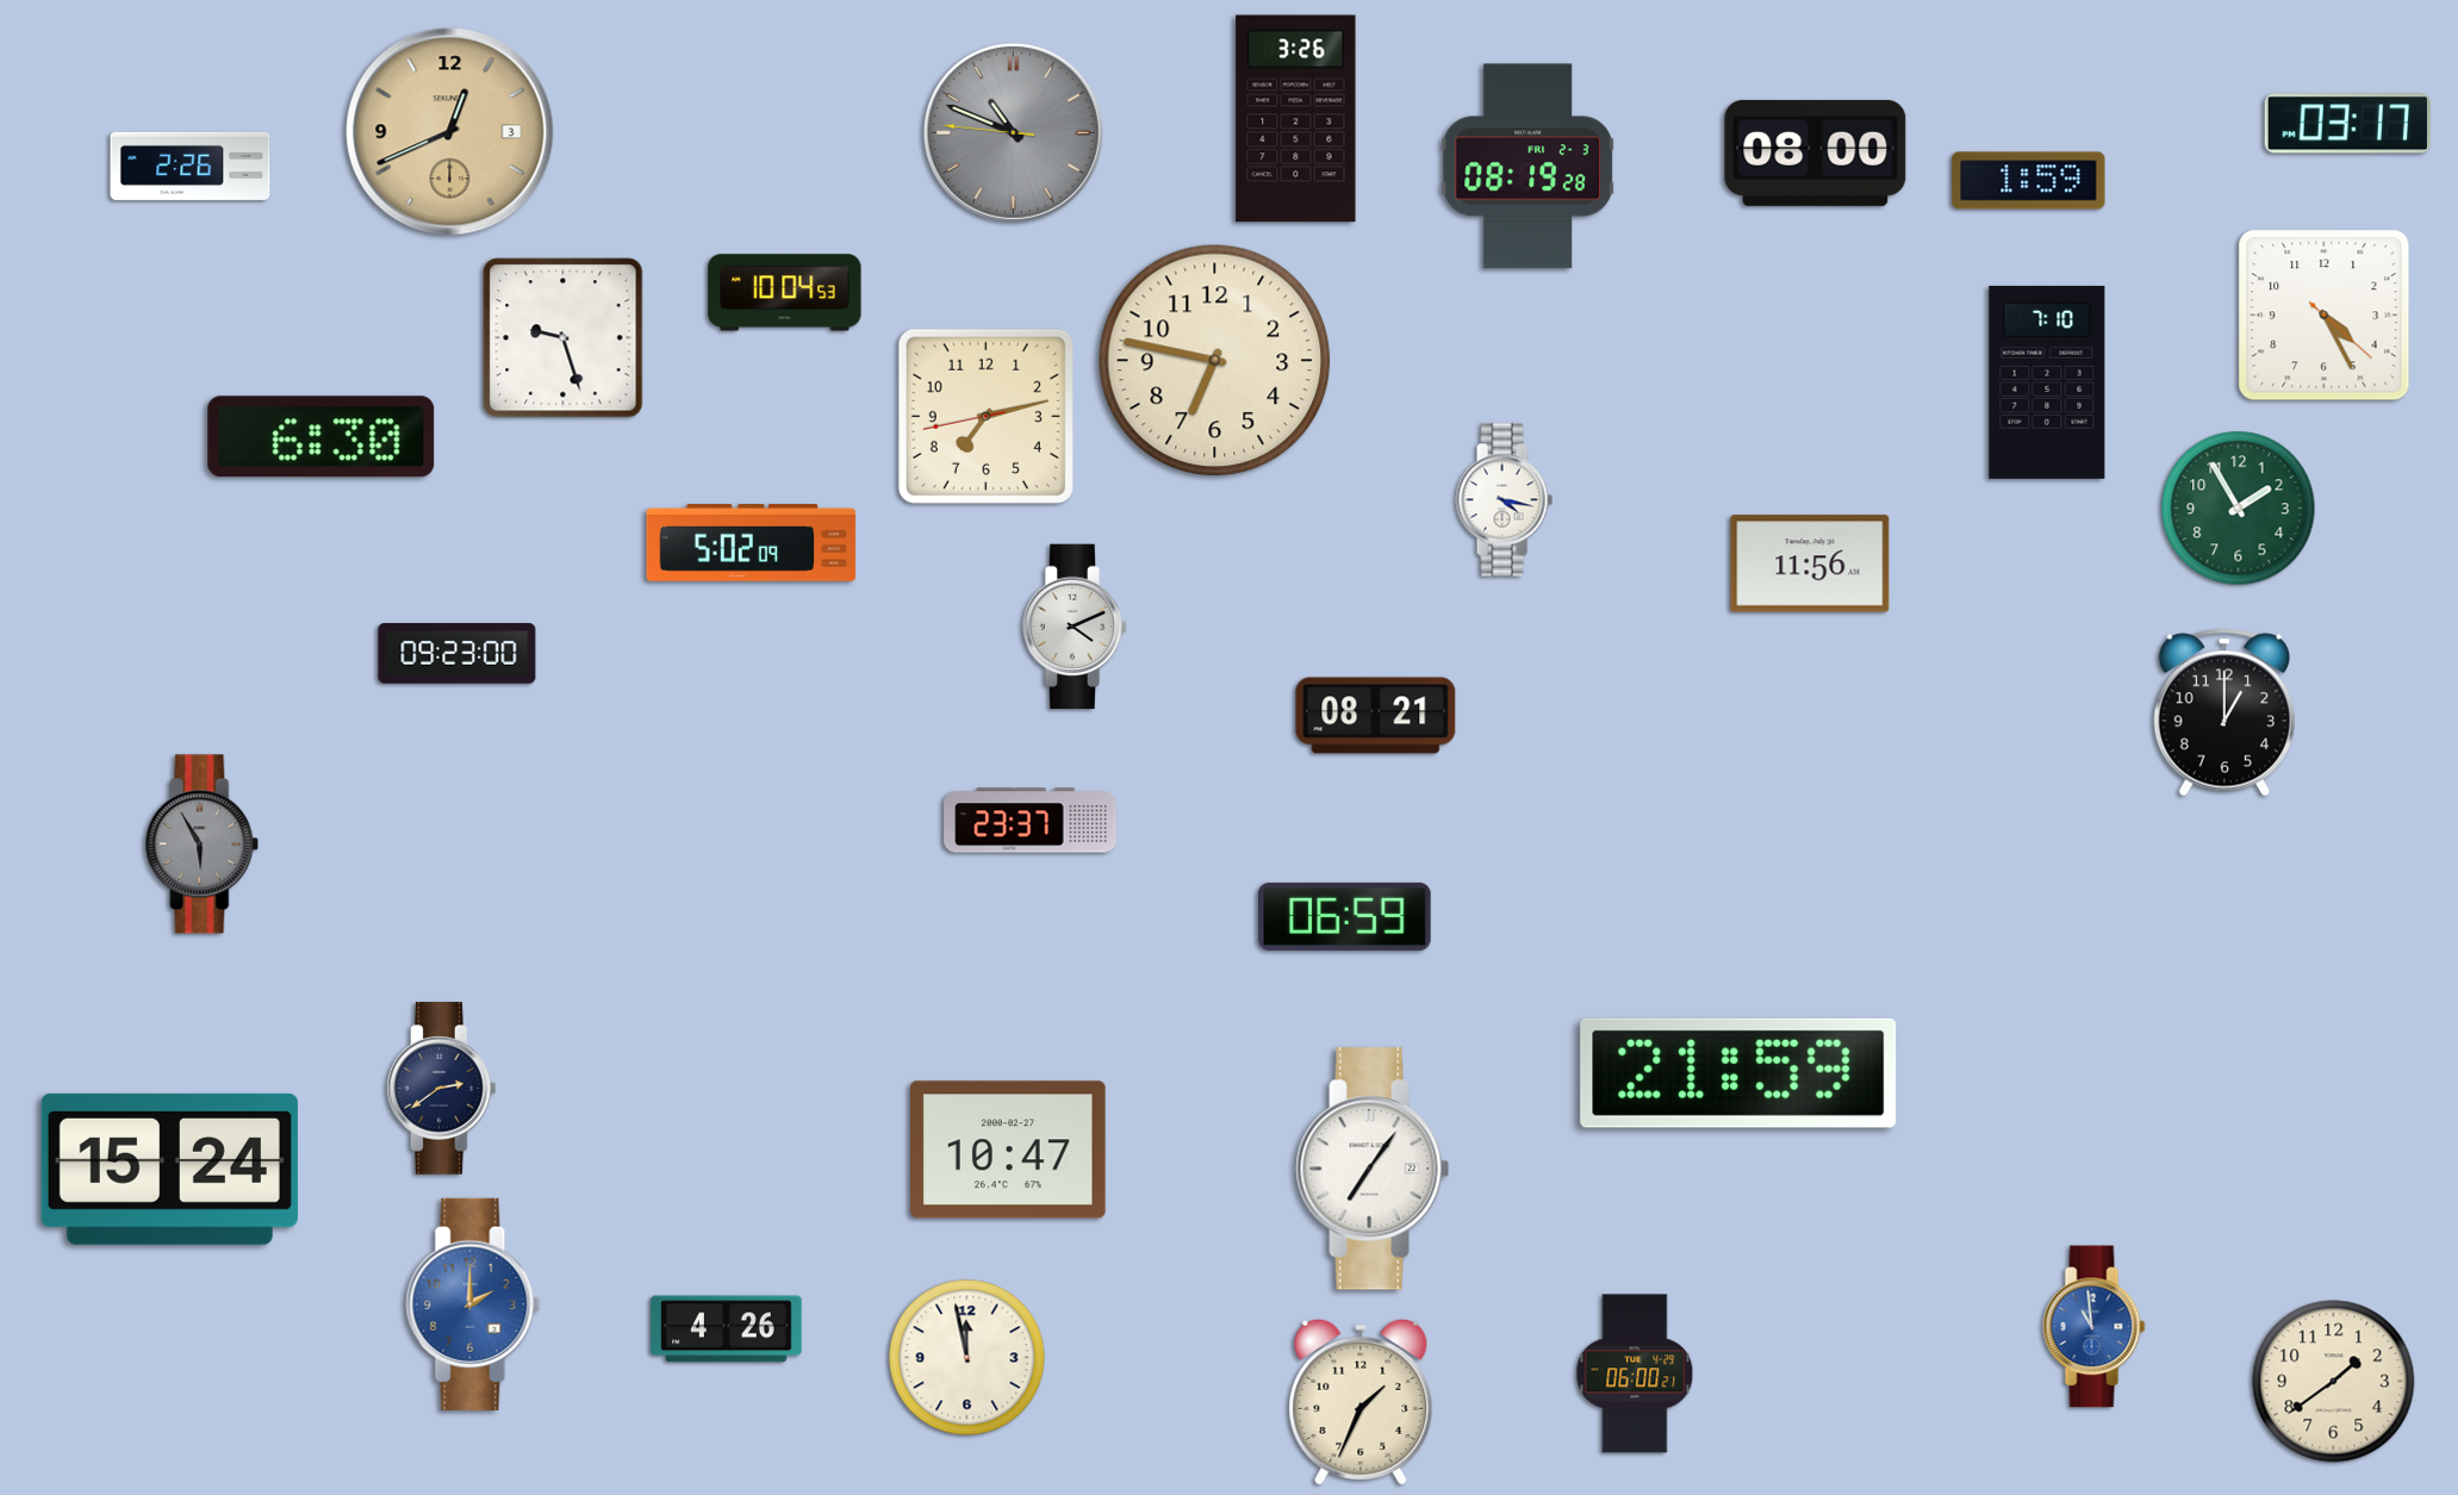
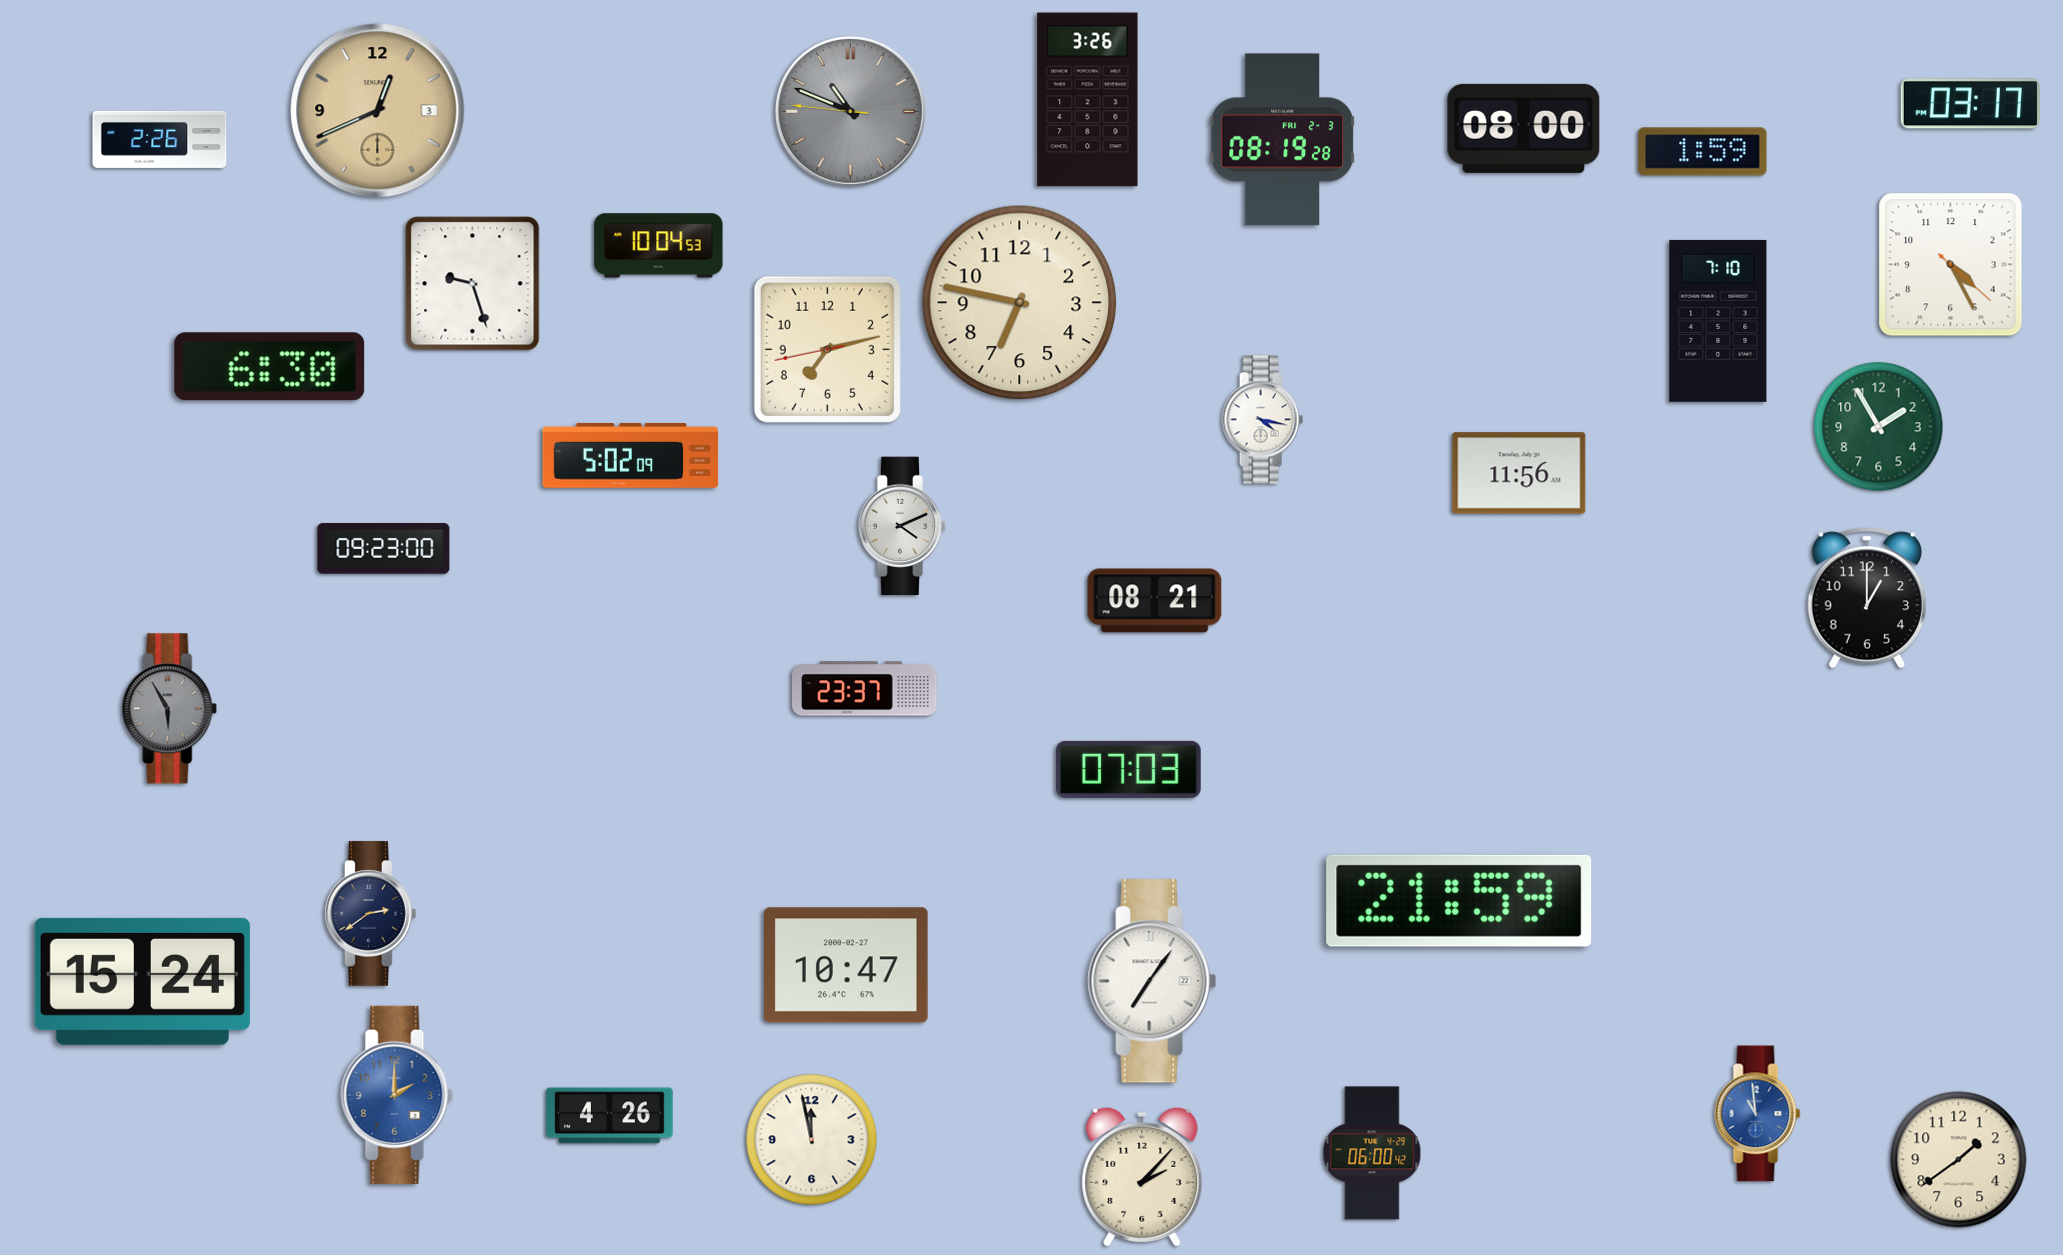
clock at (1345, 916): 06:59 -> 07:03
clock at (1635, 1373): 06:00:21 -> 06:00:42
clock at (1361, 1402): 1:34 -> 2:07
